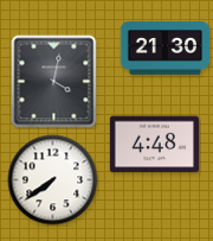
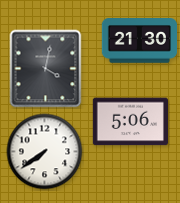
clock at (154, 145): 4:48 -> 5:06
